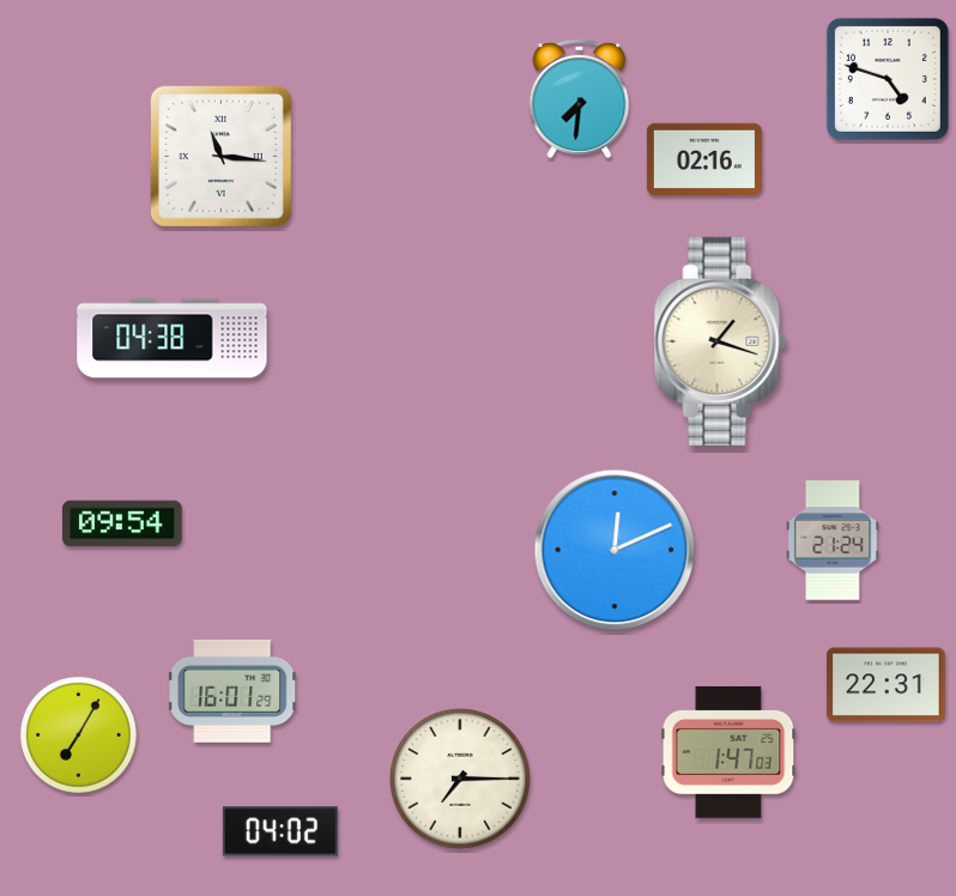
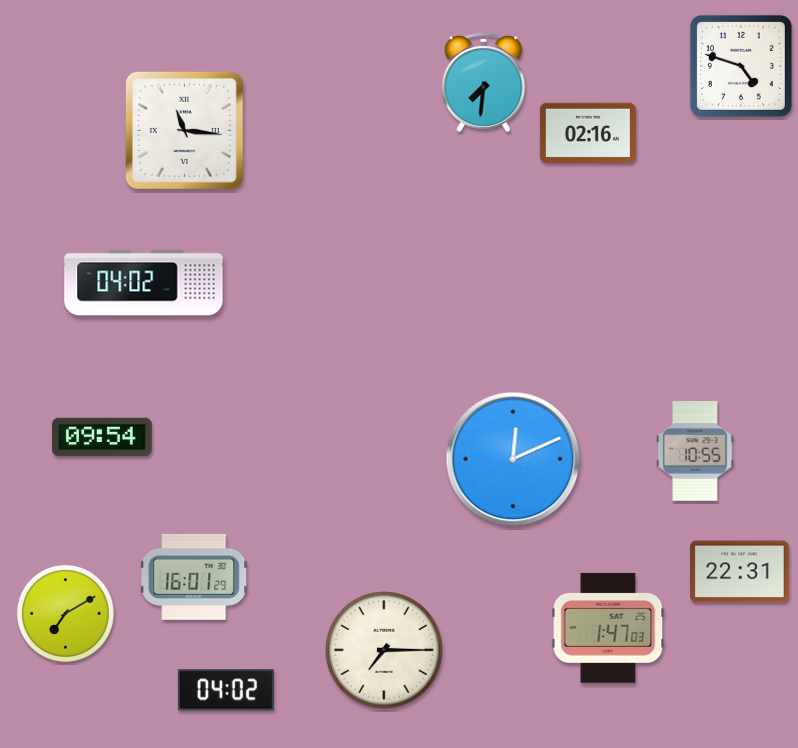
clock at (173, 339): 04:38 -> 04:02
clock at (720, 341): 1:18 -> none
clock at (833, 540): 21:24 -> 10:55
clock at (78, 734): 7:05 -> 7:10
clock at (280, 831) position: (280, 831) -> (226, 690)
